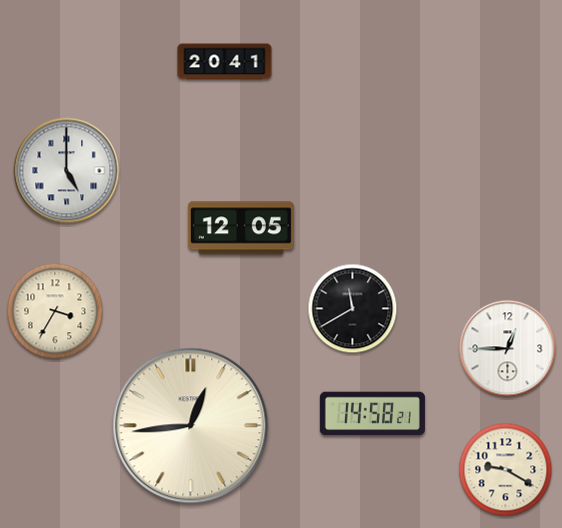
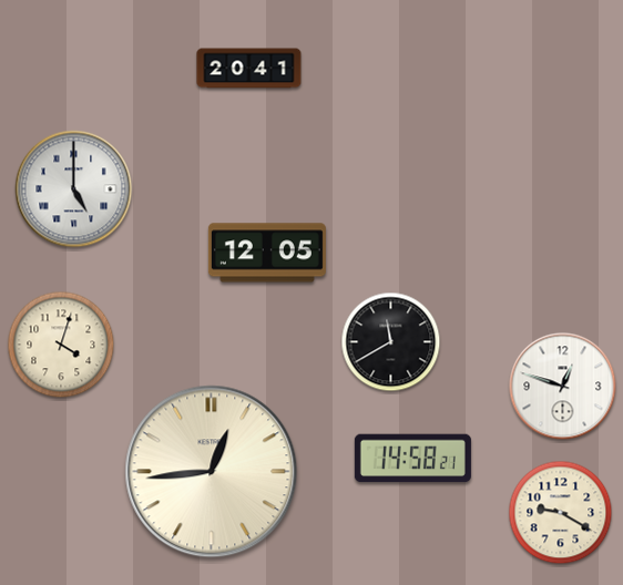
clock at (55, 311): 3:35 -> 4:03
clock at (508, 349): 12:45 -> 12:48
clock at (506, 470) position: (506, 470) -> (561, 513)
